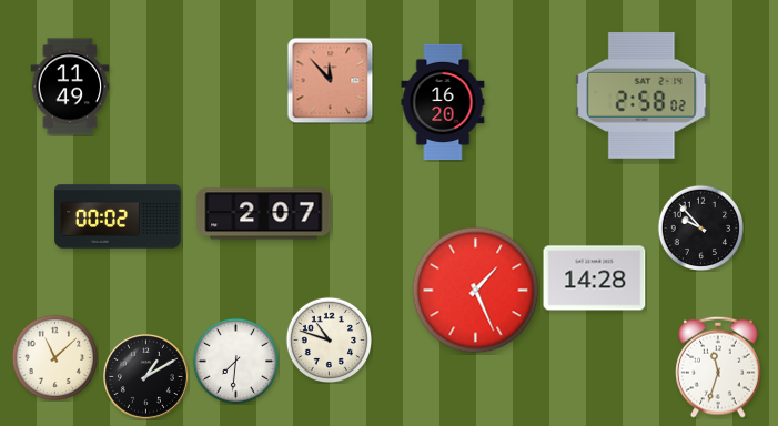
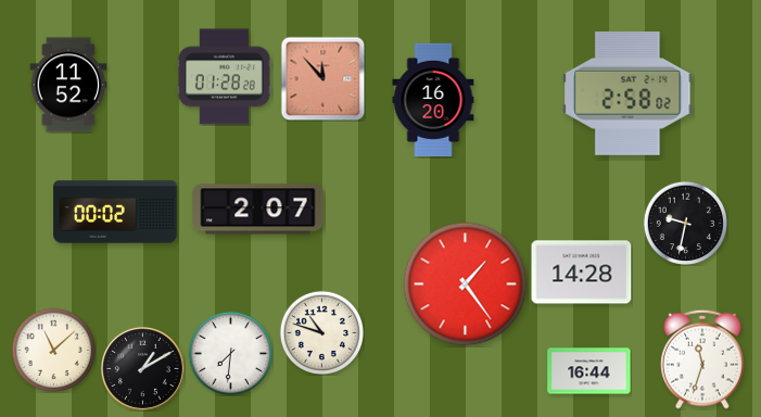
clock at (224, 77): none -> 01:28
clock at (70, 87): 11:49 -> 11:52
clock at (700, 227): 9:53 -> 9:32
clock at (476, 291): 1:26 -> 1:24
clock at (589, 371): none -> 16:44
